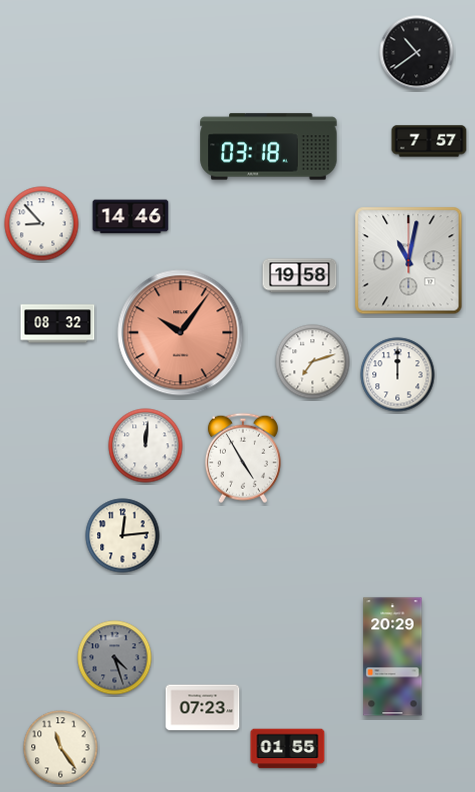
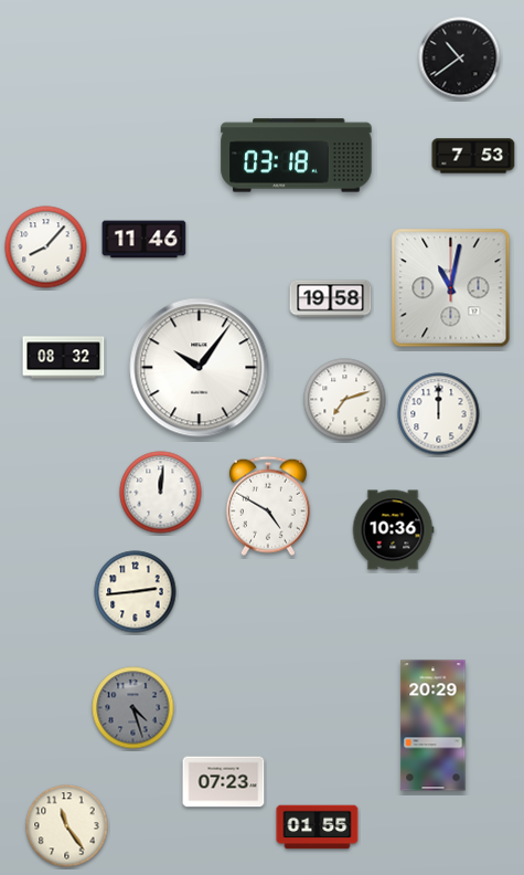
clock at (429, 141): 7:57 -> 7:53
clock at (269, 147) position: (269, 147) -> (297, 156)
clock at (131, 217): 14:46 -> 11:46
clock at (42, 224): 8:53 -> 8:07
clock at (300, 276) position: (300, 276) -> (331, 299)
clock at (181, 333) dial: salmon -> white
clock at (243, 458): 4:55 -> 4:50
clock at (393, 530): none -> 10:36
clock at (123, 536): 12:14 -> 2:44
clock at (115, 658) position: (115, 658) -> (133, 708)
